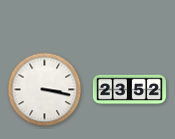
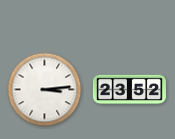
clock at (45, 90): 3:17 -> 3:14
